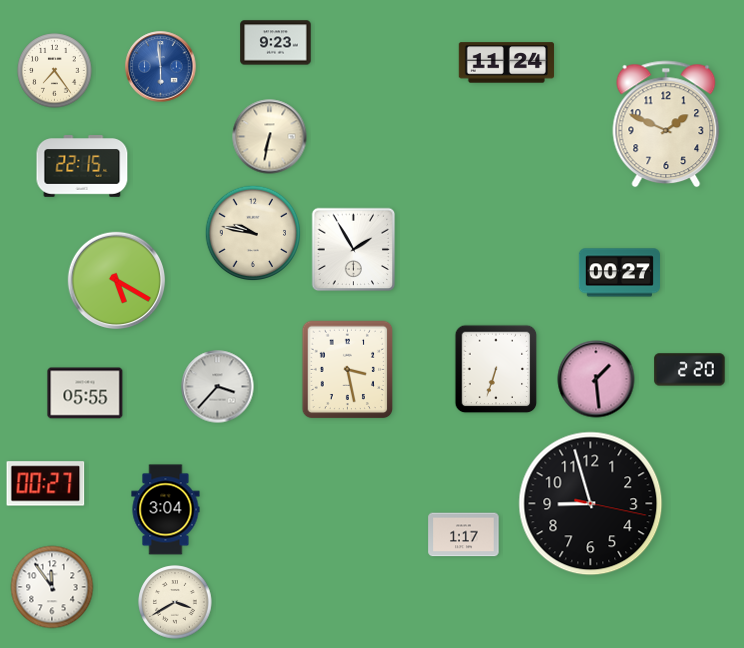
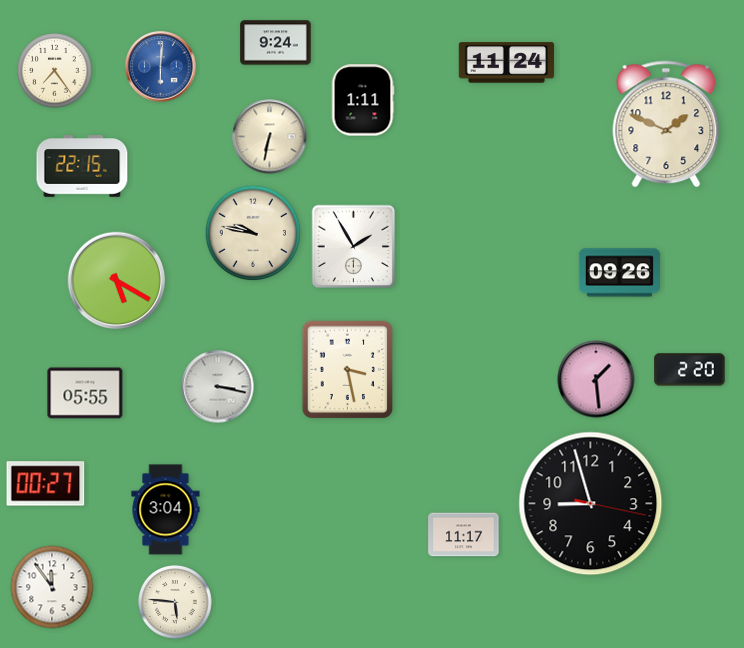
clock at (276, 43): 9:23 -> 9:24
clock at (161, 67): 5:59 -> 6:01
clock at (363, 100): none -> 1:11
clock at (354, 250) position: (354, 250) -> (354, 247)
clock at (619, 273): 00:27 -> 09:26
clock at (496, 369): 6:33 -> none
clock at (218, 387): 3:37 -> 3:17
clock at (464, 535): 1:17 -> 11:17
clock at (175, 602): 3:40 -> 5:46
